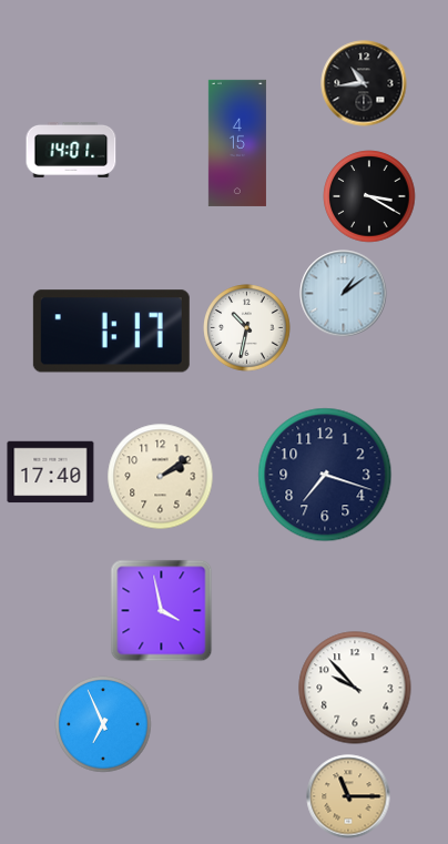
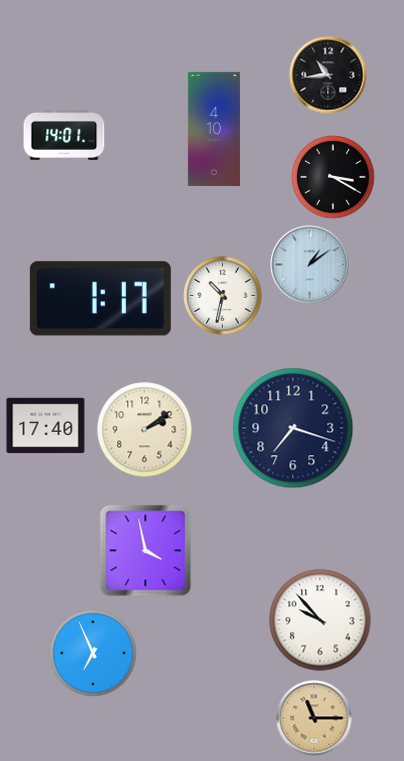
clock at (237, 143): 4:15 -> 4:10
